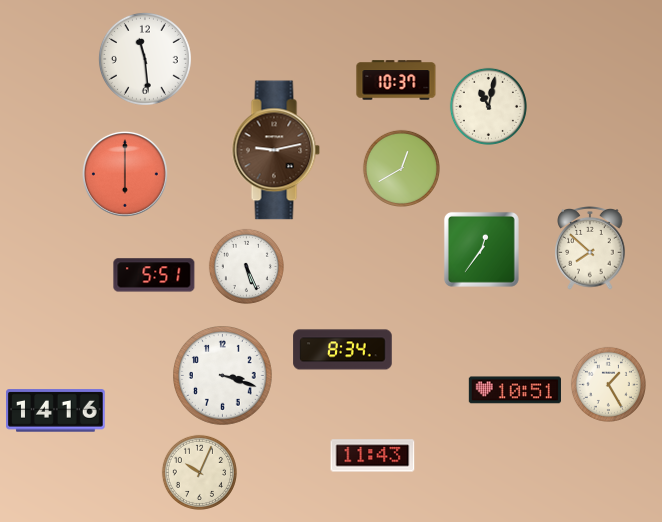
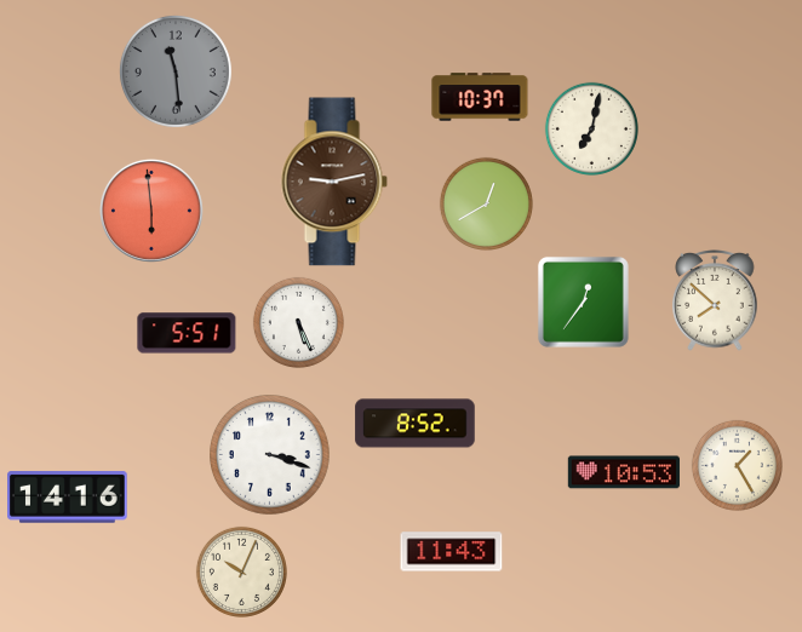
clock at (145, 59) dial: white -> grey
clock at (488, 106): 11:02 -> 7:02
clock at (125, 174): 6:00 -> 5:59
clock at (343, 350): 8:34 -> 8:52
clock at (515, 390): 10:51 -> 10:53
